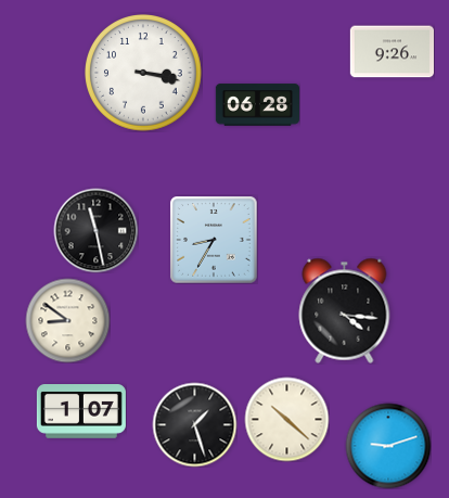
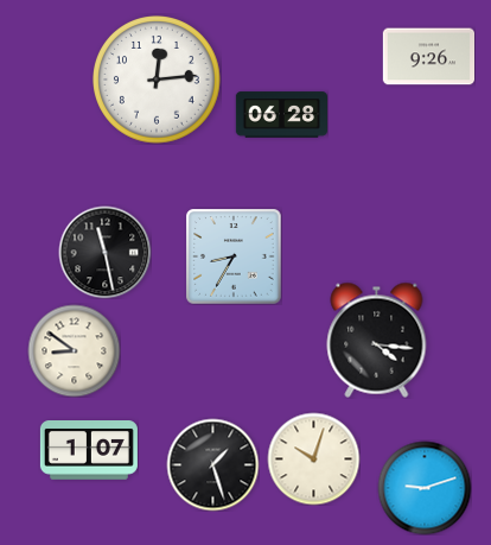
clock at (143, 73): 3:17 -> 12:14
clock at (214, 240) position: (214, 240) -> (234, 256)
clock at (286, 419): 10:22 -> 10:03
